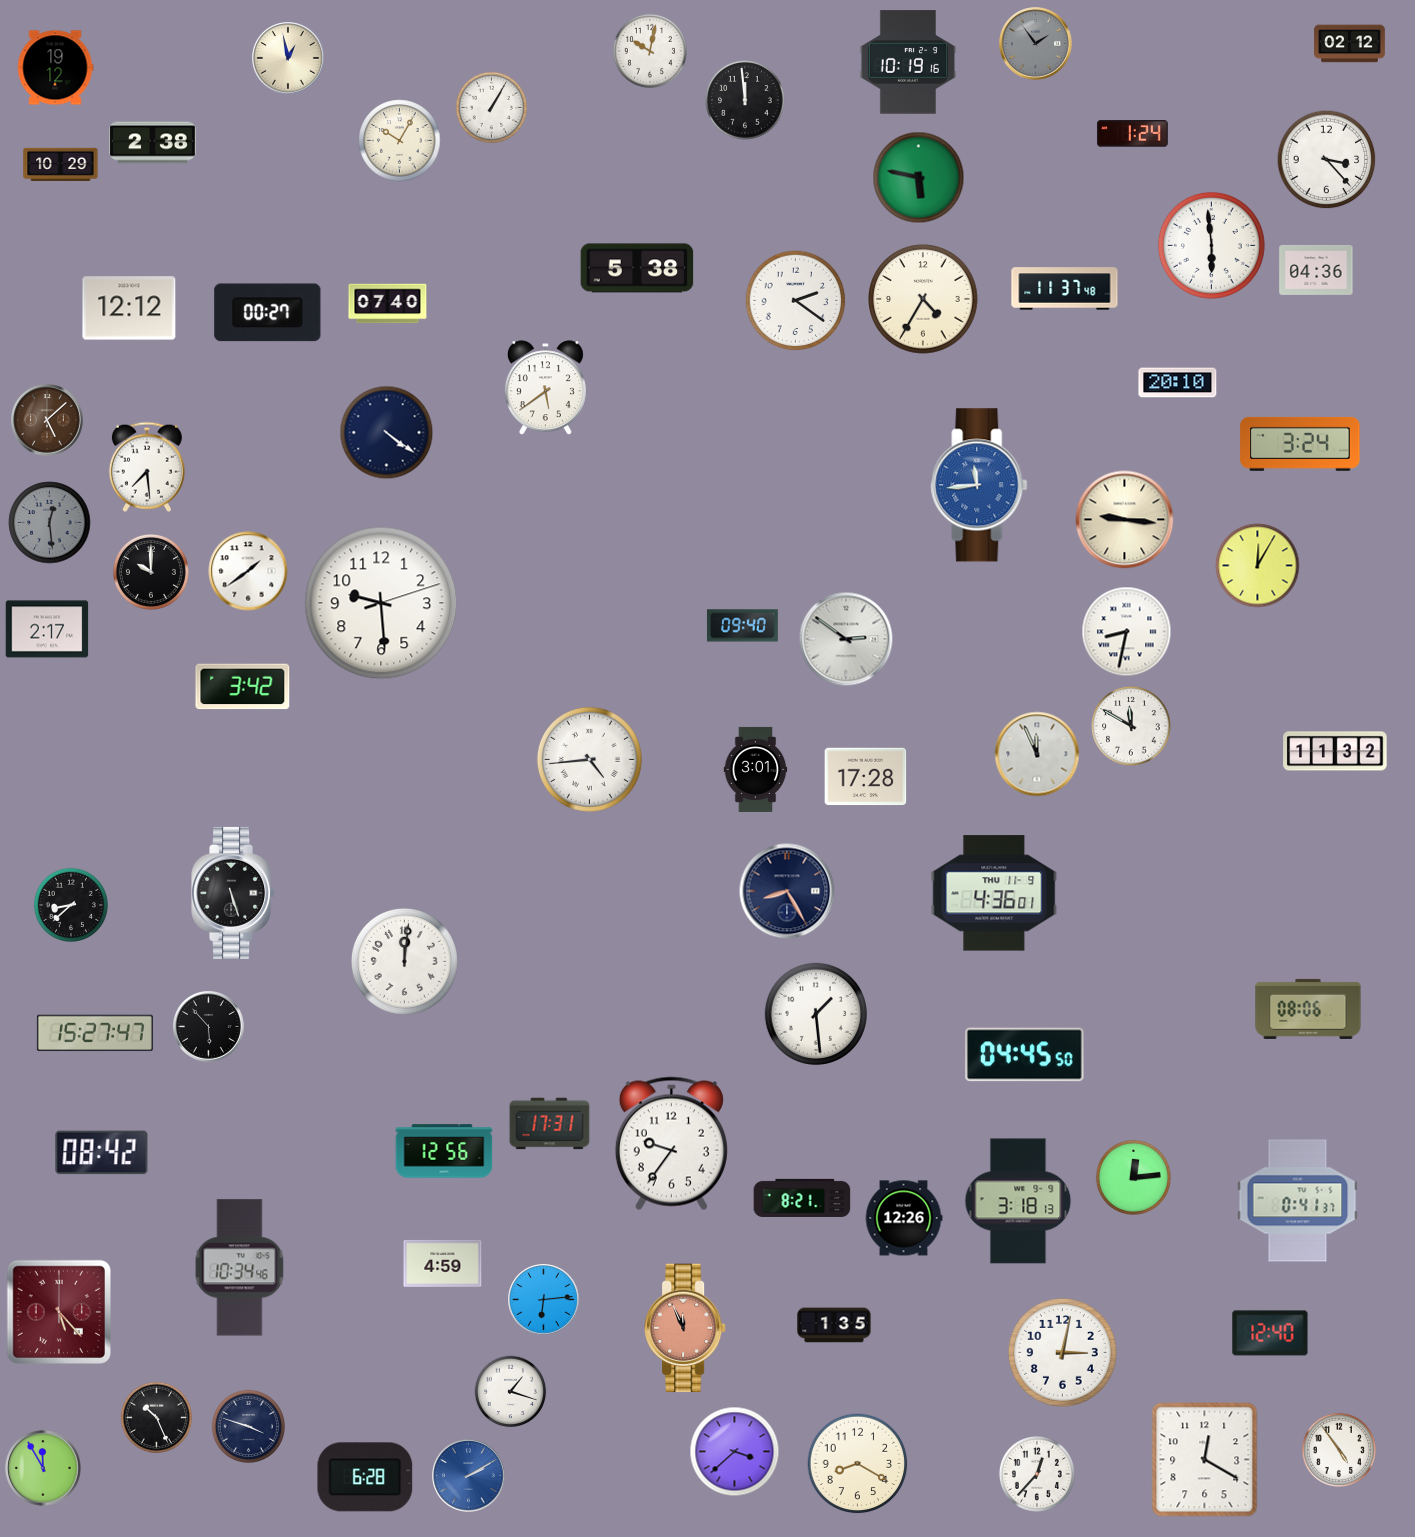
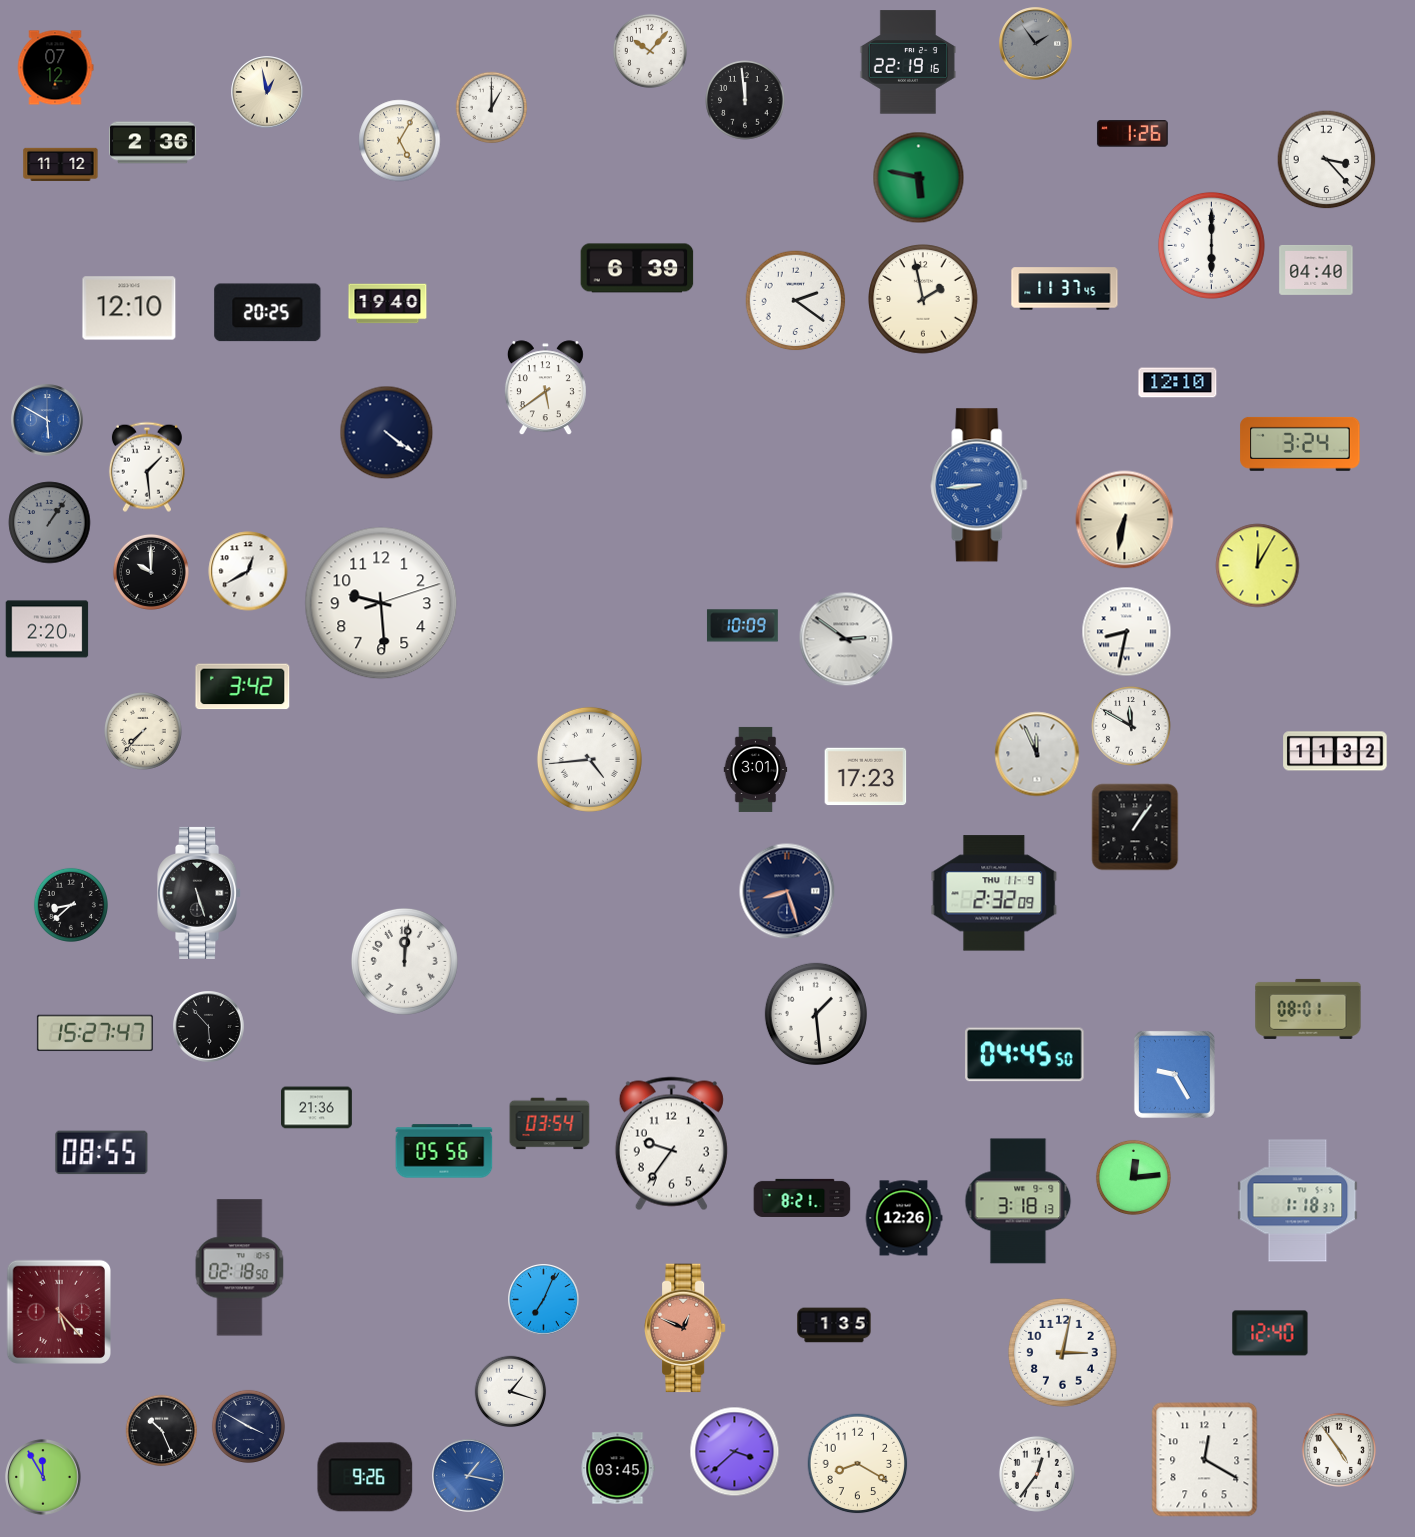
clock at (1350, 44): 02:12 -> none
clock at (650, 51): 10:02 -> 10:07
clock at (288, 58) position: (288, 58) -> (267, 92)
clock at (908, 62): 10:19 -> 22:19
clock at (55, 68): 19:12 -> 07:12
clock at (492, 108): 1:05 -> 1:00
clock at (1132, 134): 1:24 -> 1:26
clock at (400, 141): 10:05 -> 5:05
clock at (153, 143): 2:38 -> 2:36
clock at (61, 164): 10:29 -> 11:12
clock at (1211, 245): 5:59 -> 6:00
clock at (637, 268): 5:38 -> 6:39
clock at (1316, 270): 04:36 -> 04:40
clock at (1065, 289): 11:37:48 -> 11:37:45
clock at (923, 299): 4:35 -> 1:58
clock at (388, 304): 07:40 -> 19:40
clock at (129, 308): 12:12 -> 12:10
clock at (268, 313): 00:27 -> 20:25
clock at (1178, 383): 20:10 -> 12:10
clock at (47, 420): 5:08 -> 5:50
clock at (47, 420) dial: brown -> blue
clock at (147, 467): 7:29 -> 1:29
clock at (979, 485): 11:44 -> 8:44
clock at (1125, 520): 9:16 -> 6:32
clock at (50, 523): 12:29 -> 1:06
clock at (248, 571): 1:39 -> 12:40
clock at (742, 626): 09:40 -> 10:09
clock at (47, 629): 2:17 -> 2:20
clock at (144, 732): none -> 7:37
clock at (866, 777): 17:28 -> 17:23
clock at (1135, 827): none -> 1:06
clock at (787, 891): 8:25 -> 8:27
clock at (234, 893) position: (234, 893) -> (200, 893)
clock at (994, 893): 4:36 -> 2:32
clock at (1308, 1009): 08:06 -> 08:01
clock at (1174, 1074): none -> 9:25
clock at (317, 1108): none -> 21:36
clock at (550, 1124): 17:31 -> 03:54
clock at (444, 1151): 12:56 -> 05:56
clock at (102, 1153): 08:42 -> 08:55
clock at (1298, 1201): 0:41 -> 1:18
clock at (443, 1263): 4:59 -> none
clock at (240, 1268): 10:34 -> 02:18
clock at (544, 1300): 6:14 -> 7:04
clock at (686, 1328): 11:56 -> 12:49
clock at (157, 1418) position: (157, 1418) -> (162, 1431)
clock at (248, 1426): 3:48 -> 3:50
clock at (43, 1468) position: (43, 1468) -> (43, 1477)
clock at (618, 1468): none -> 03:45
clock at (1037, 1474): 12:37 -> 12:36
clock at (469, 1476): 2:10 -> 1:17
clock at (365, 1477): 6:28 -> 9:26
